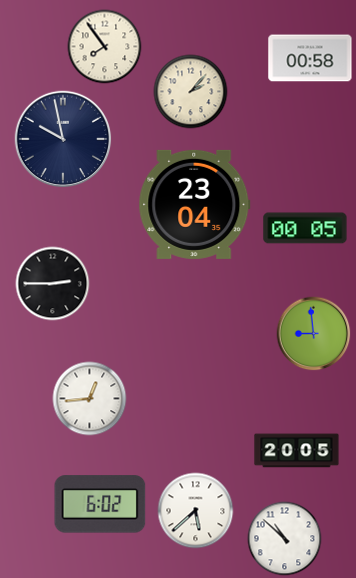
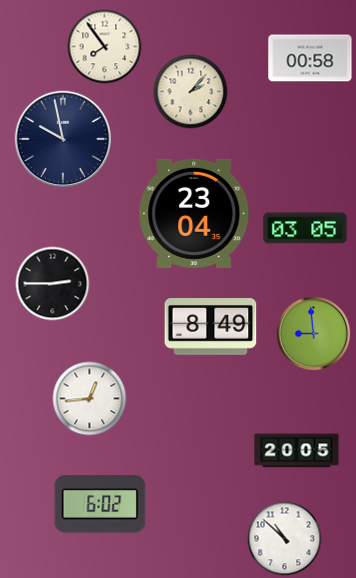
clock at (195, 204) position: (195, 204) -> (195, 213)
clock at (305, 228): 00:05 -> 03:05
clock at (211, 327): none -> 8:49
clock at (196, 511): 5:38 -> none
